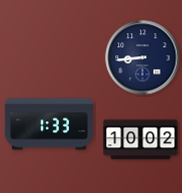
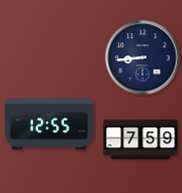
clock at (49, 124): 1:33 -> 12:55
clock at (141, 140): 10:02 -> 7:59
